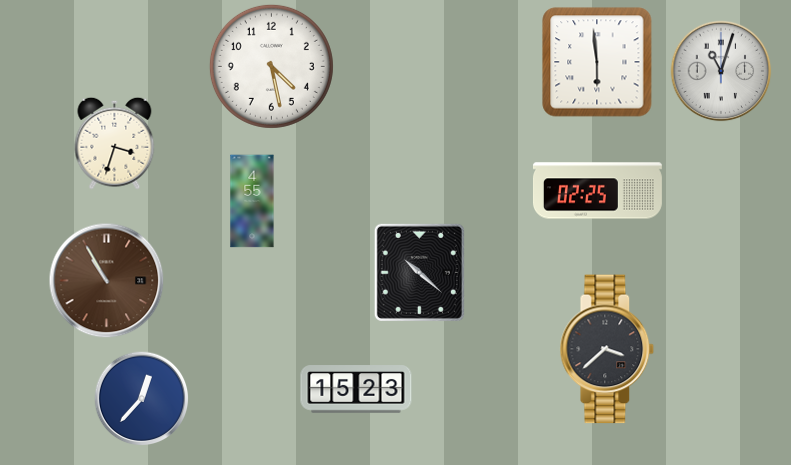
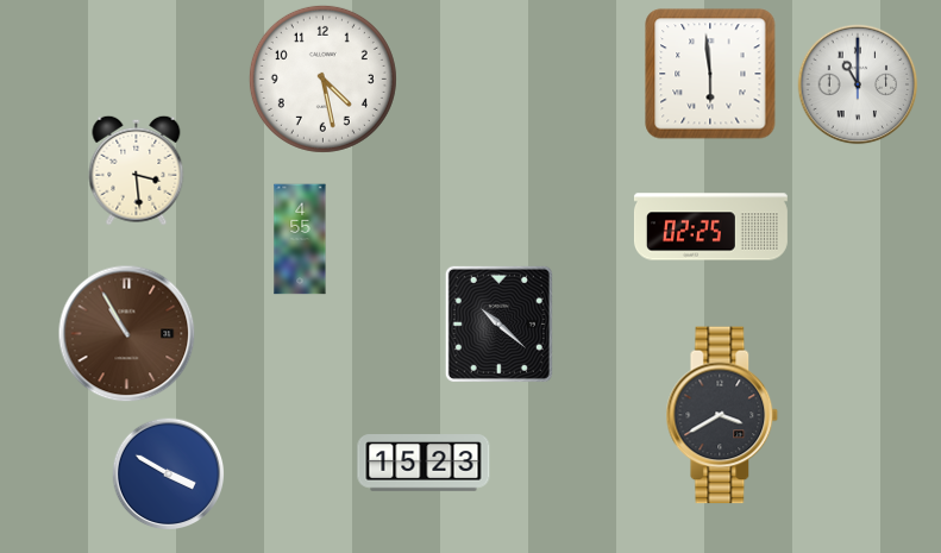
clock at (721, 71): 11:03 -> 11:00
clock at (115, 143): 3:33 -> 3:29
clock at (607, 349): 3:38 -> 3:40
clock at (142, 399): 12:37 -> 3:50
